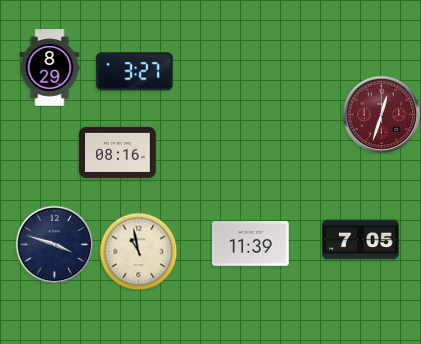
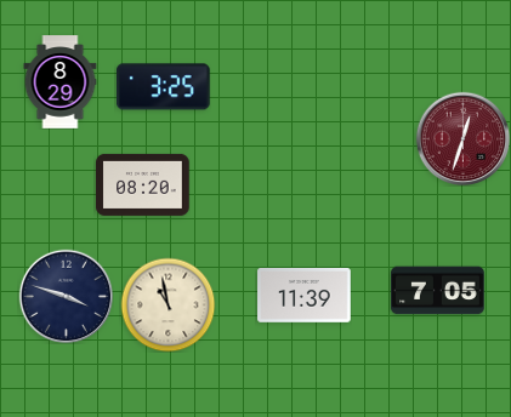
clock at (135, 72): 3:27 -> 3:25
clock at (118, 152): 08:16 -> 08:20
